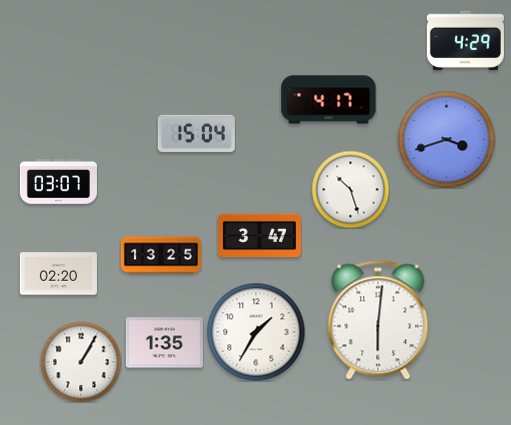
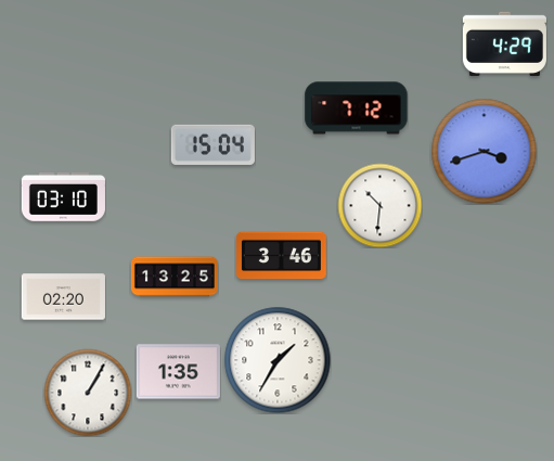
clock at (329, 100): 4:17 -> 7:12
clock at (58, 182): 03:07 -> 03:10
clock at (350, 189): 10:27 -> 10:31
clock at (260, 236): 3:47 -> 3:46
clock at (378, 320): 6:01 -> none
